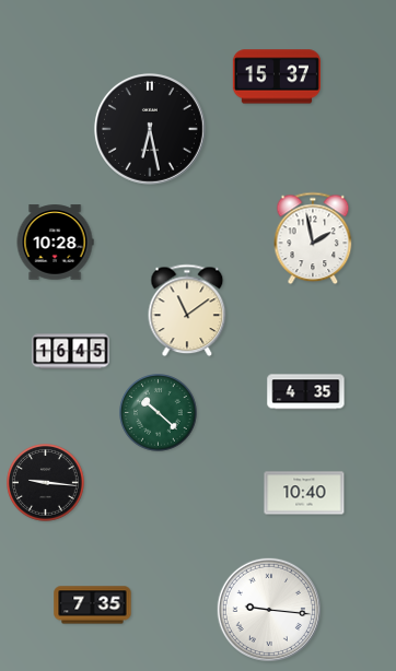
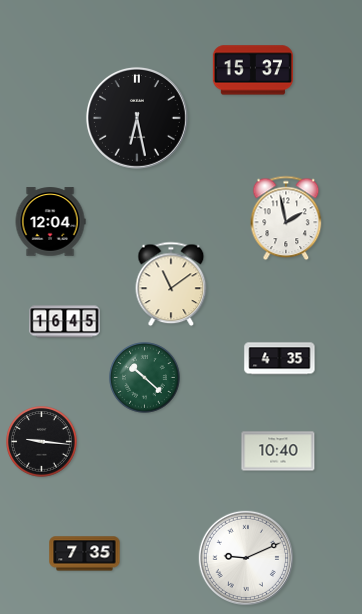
clock at (55, 243): 10:28 -> 12:04
clock at (269, 610): 9:16 -> 9:11
